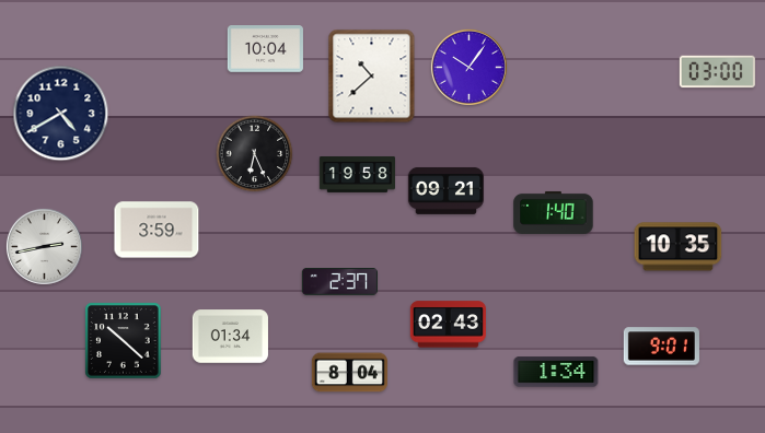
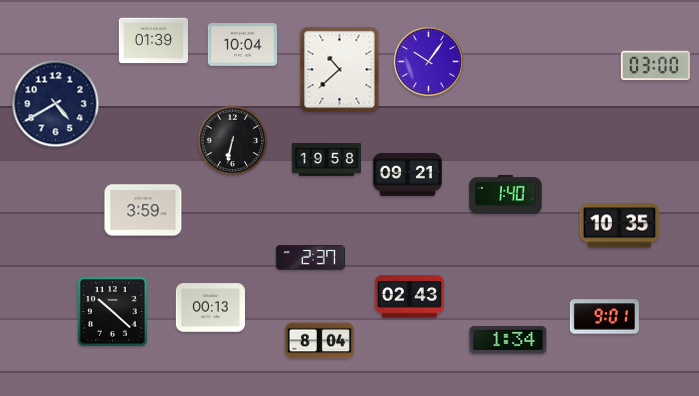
clock at (153, 41): none -> 01:39
clock at (255, 154): 6:26 -> 6:32
clock at (44, 246): 2:43 -> none
clock at (230, 337): 01:34 -> 00:13
